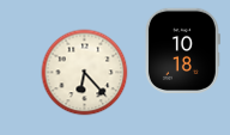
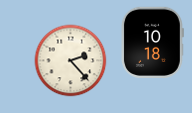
clock at (85, 73): 6:23 -> 2:23
